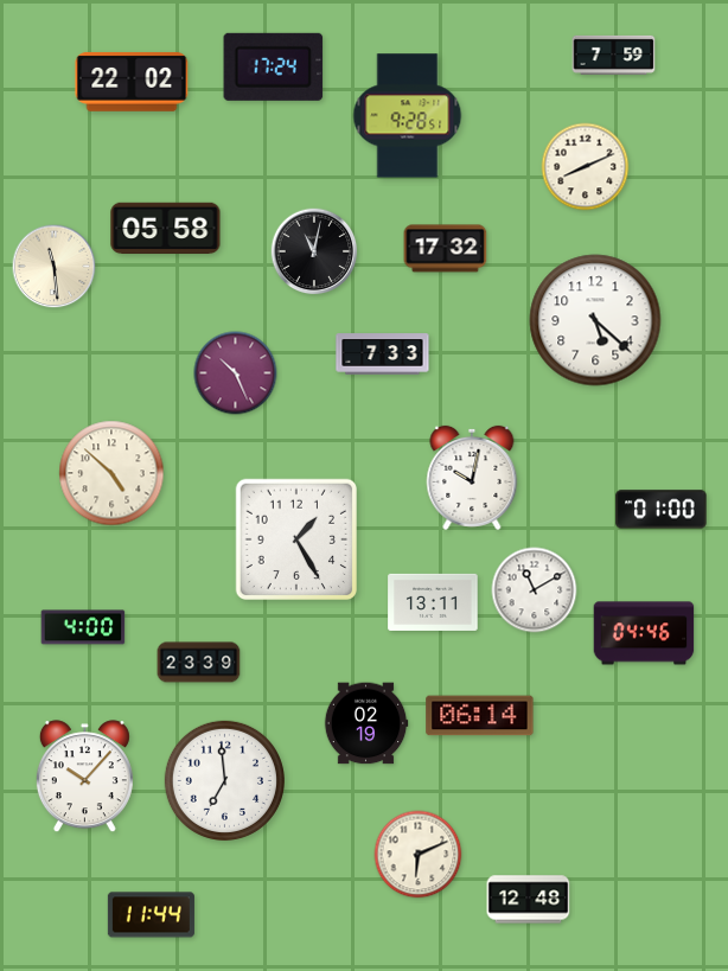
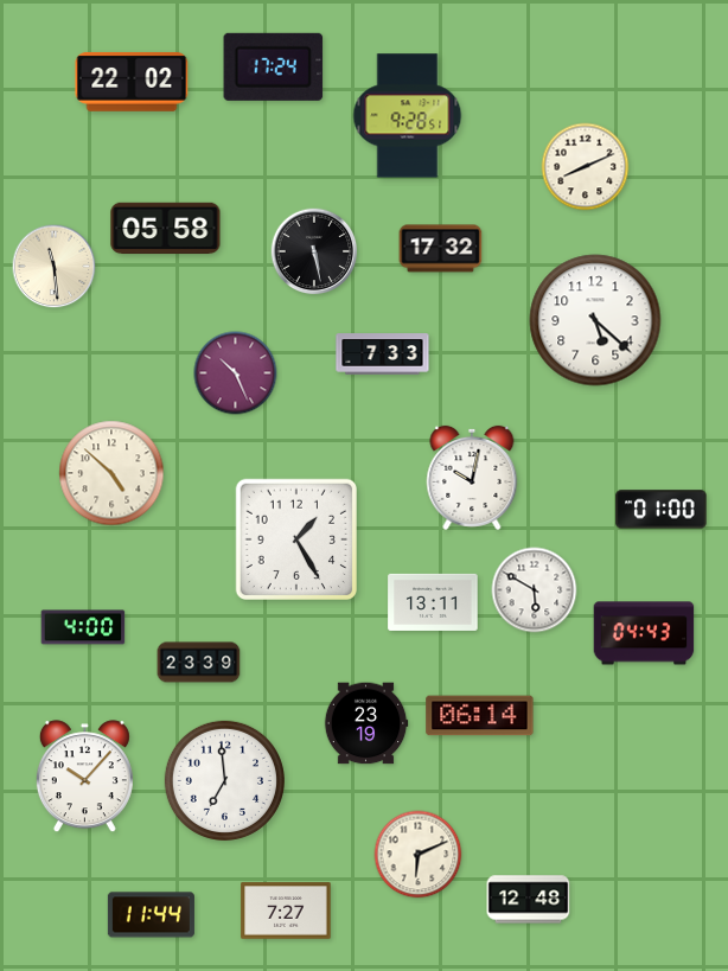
clock at (614, 55): 7:59 -> none
clock at (446, 249) position: (446, 249) -> (441, 249)
clock at (314, 251): 11:02 -> 5:28
clock at (535, 590): 11:10 -> 5:50
clock at (644, 633): 04:46 -> 04:43
clock at (366, 723): 02:19 -> 23:19
clock at (286, 911): none -> 7:27
